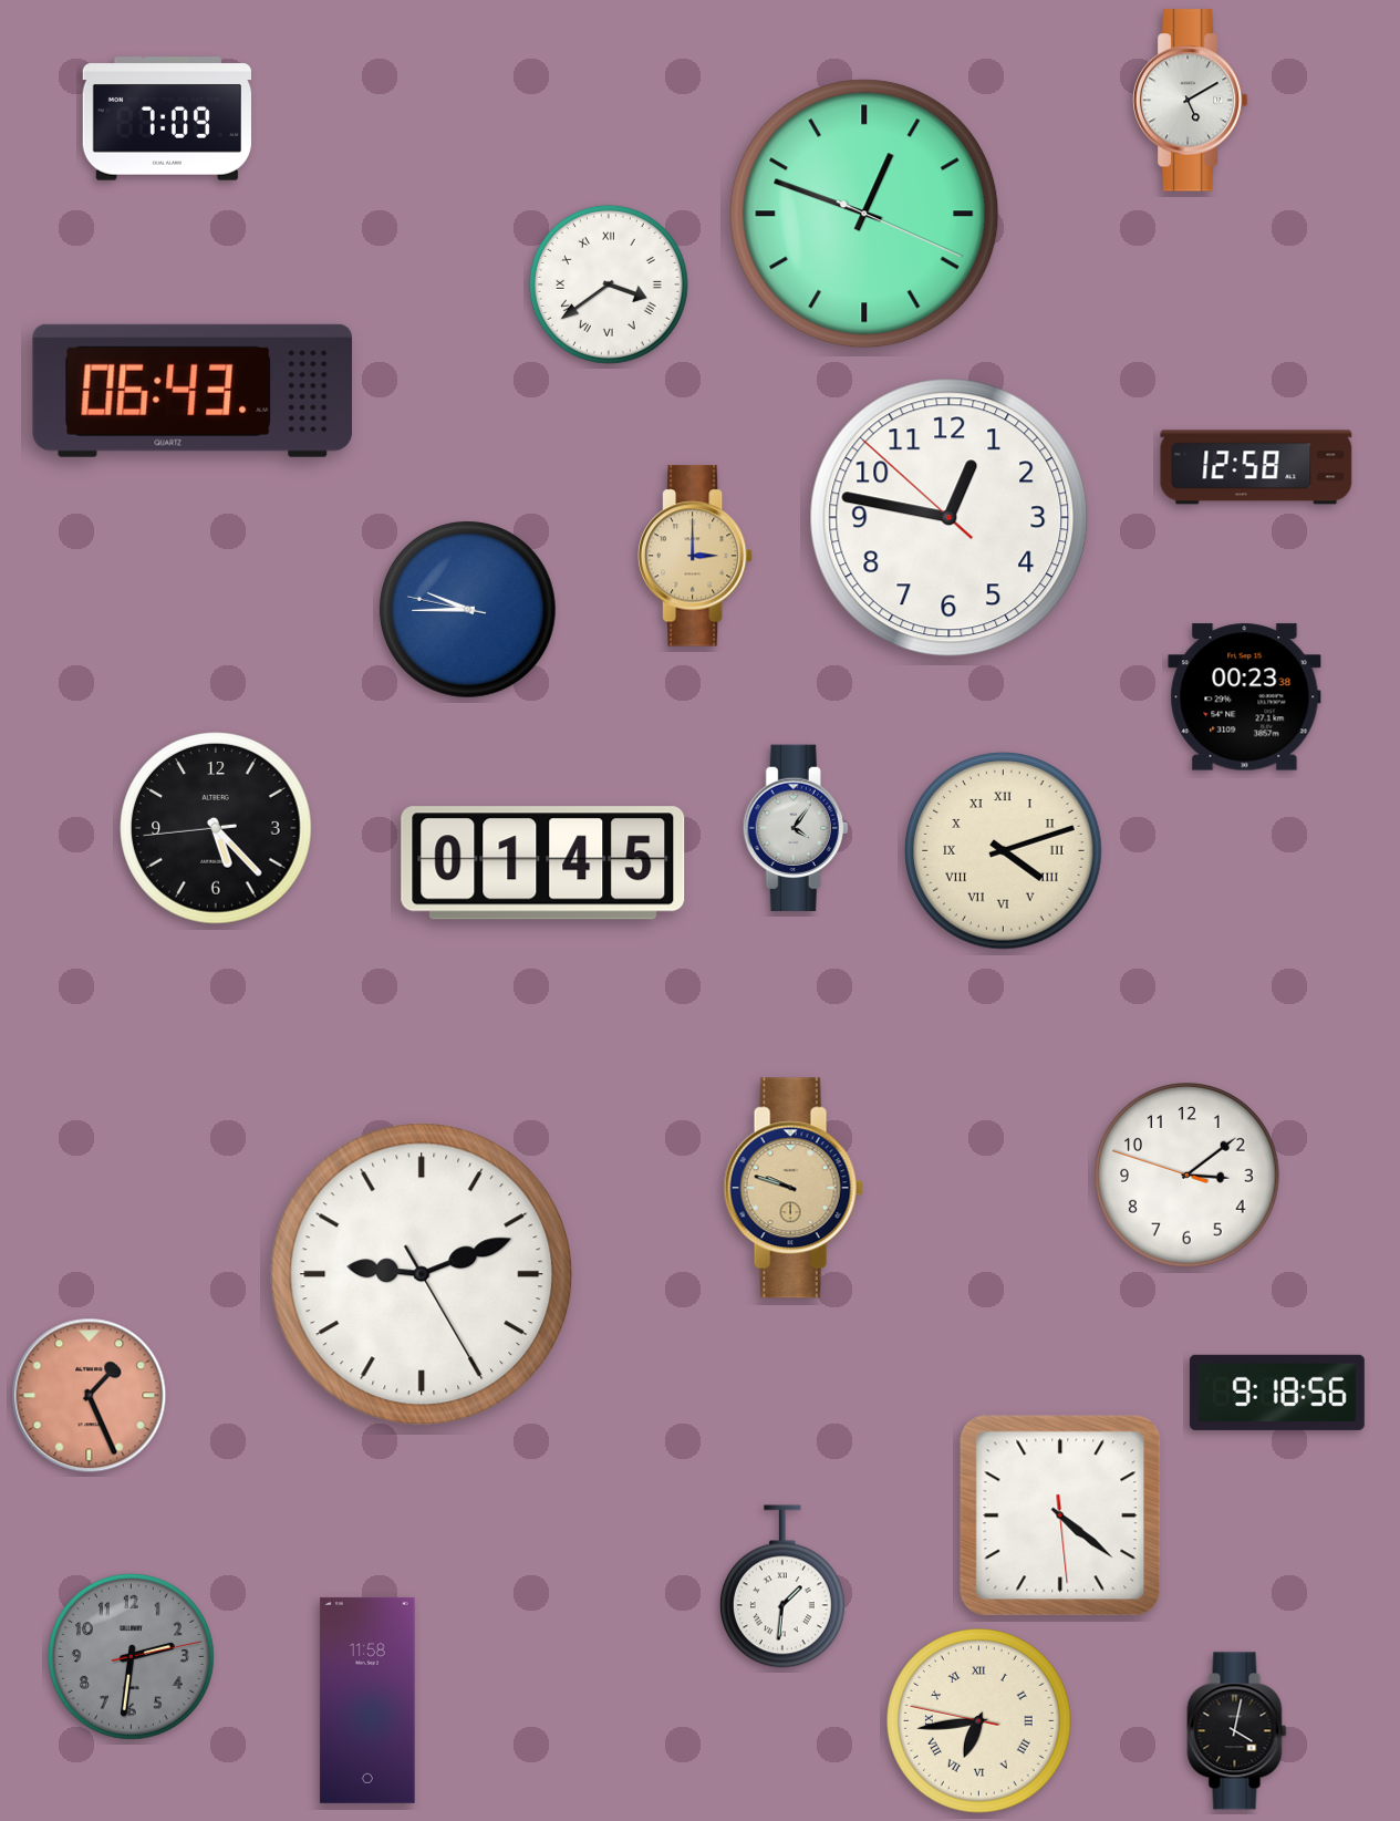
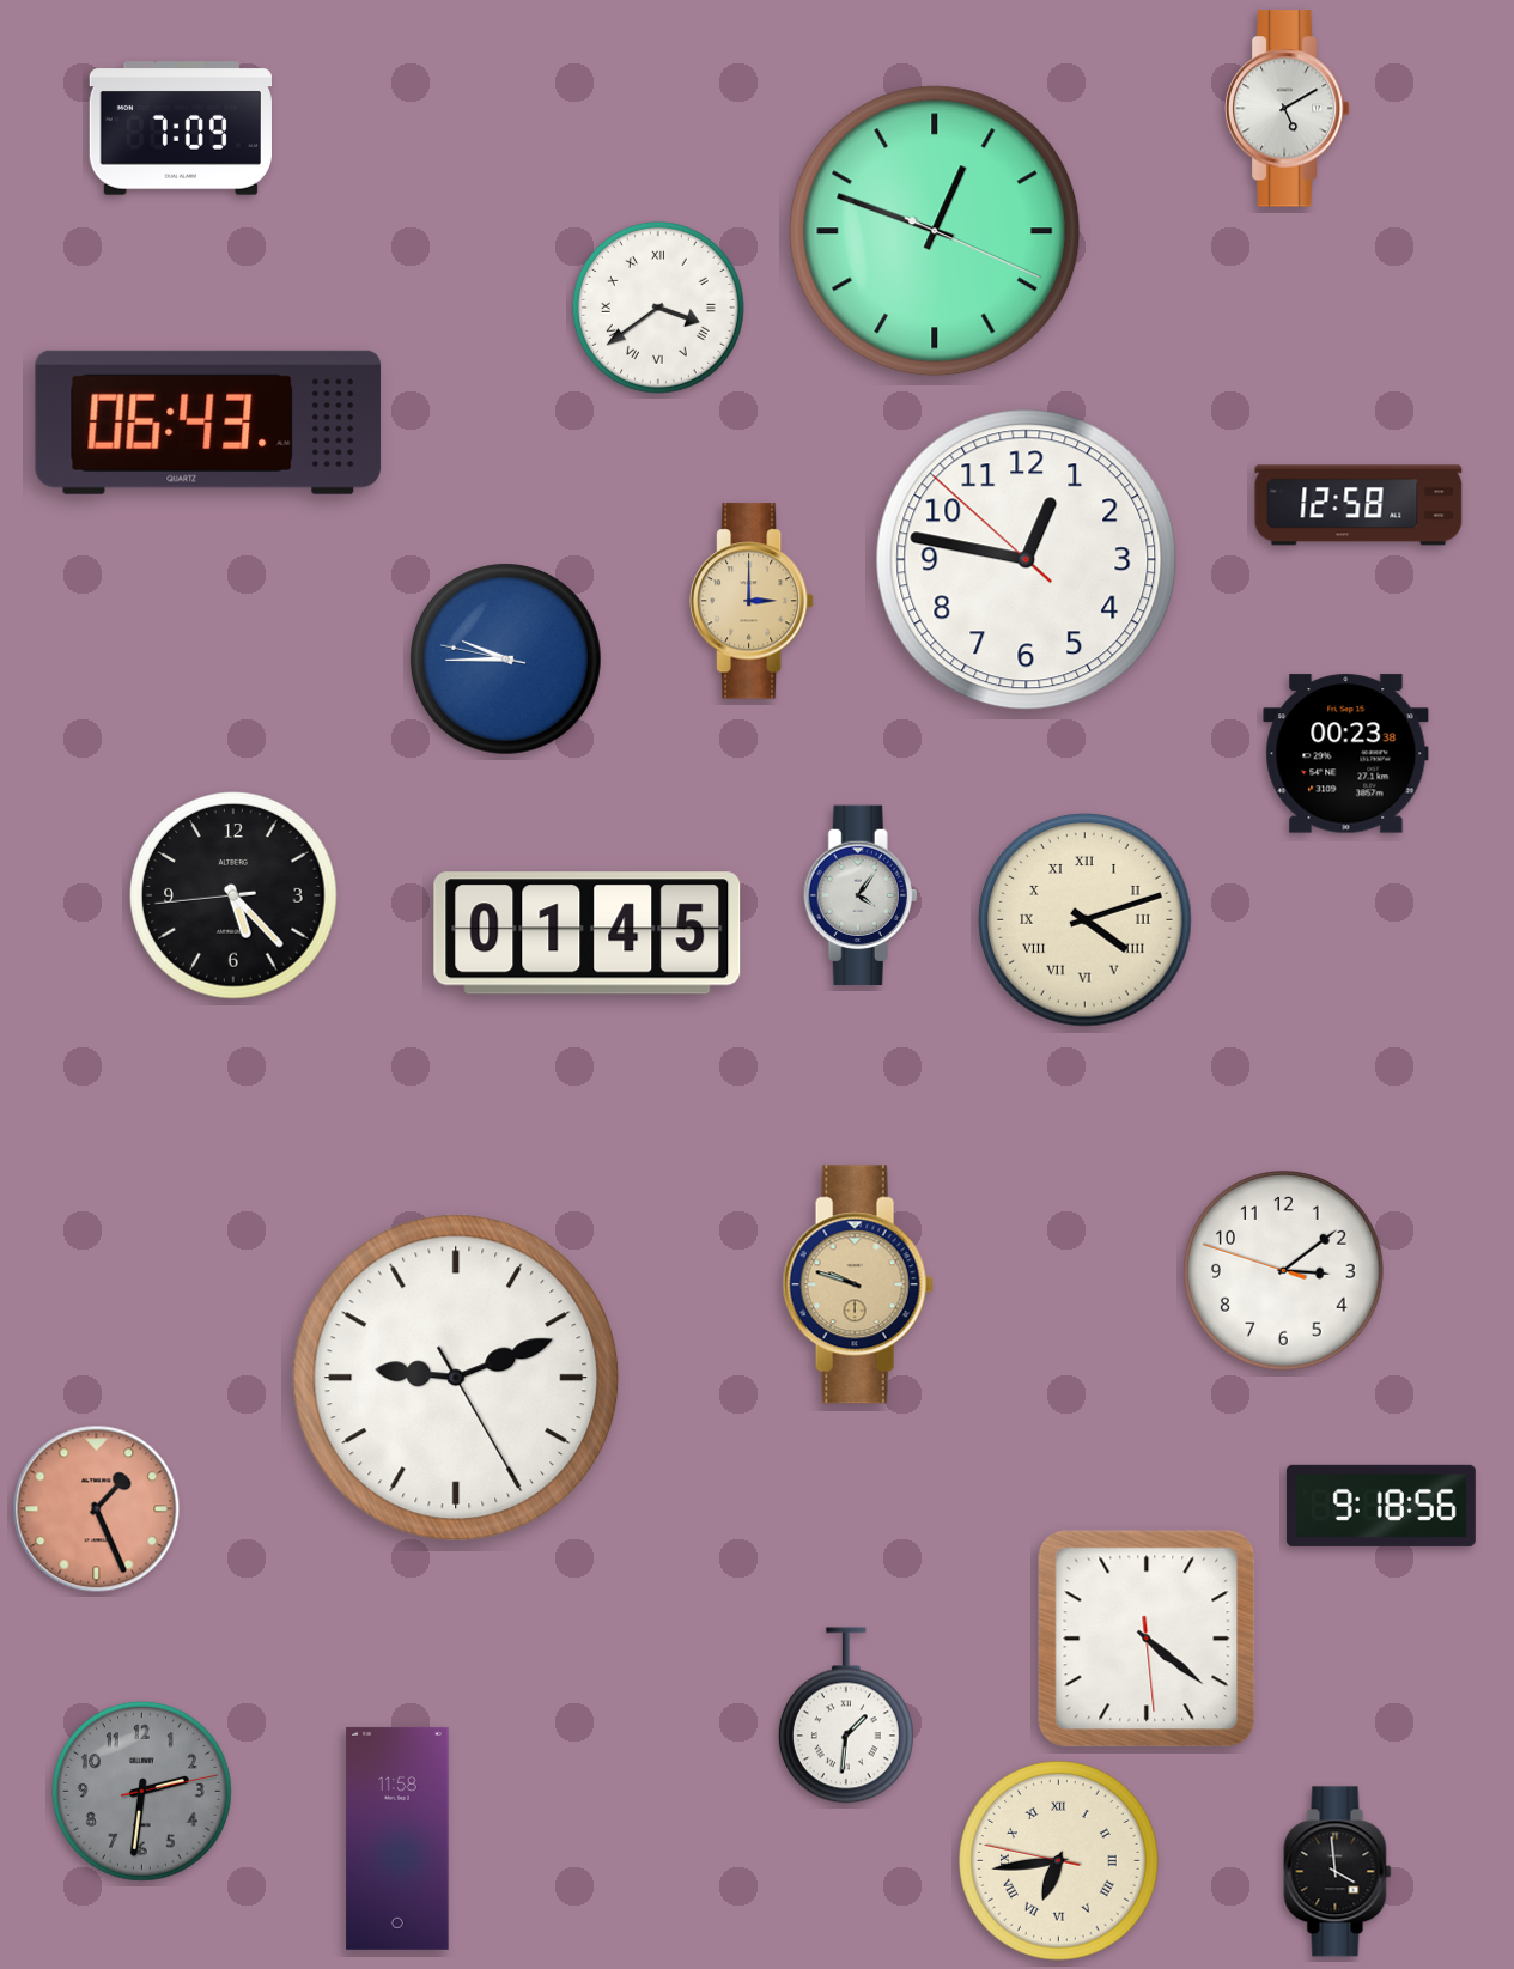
clock at (1237, 1731): 4:02 -> 3:59
